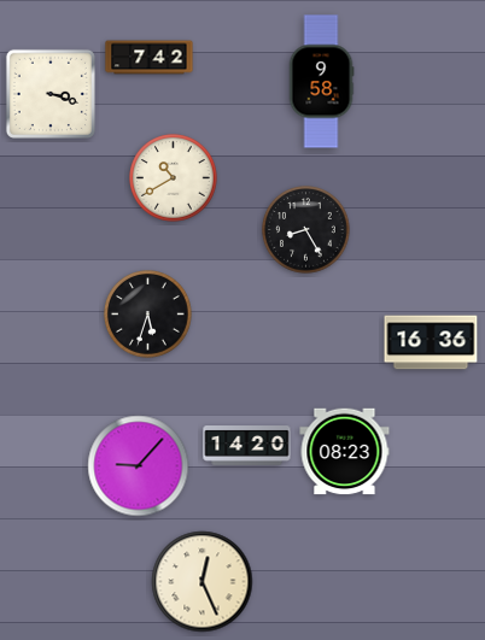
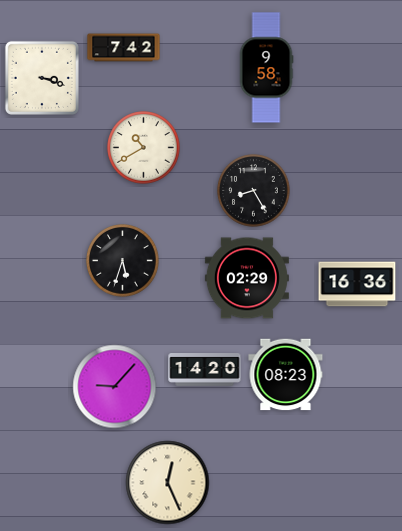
clock at (247, 278): none -> 02:29
